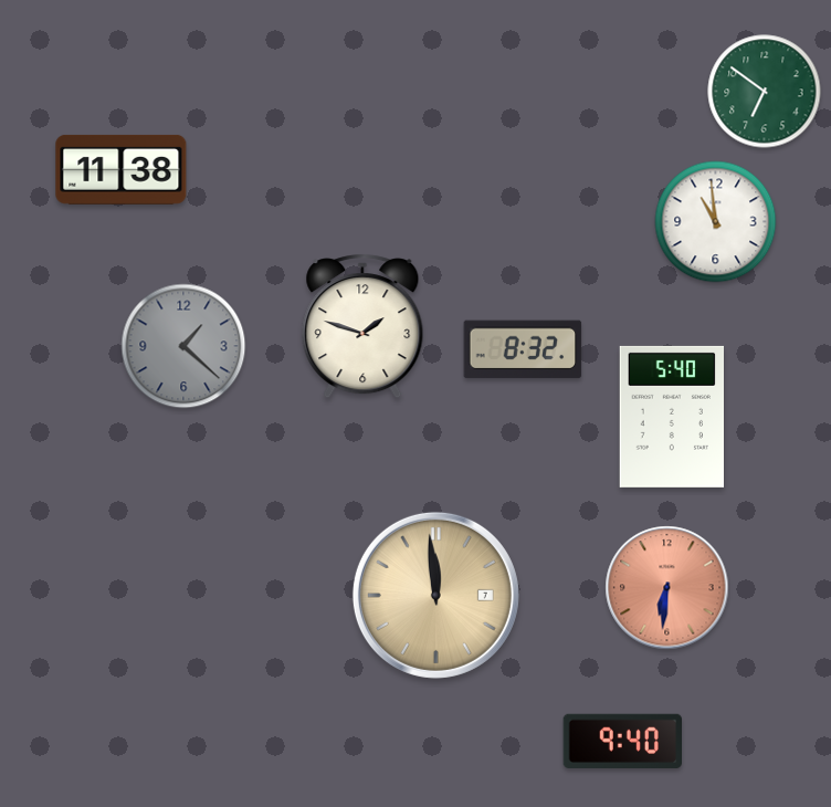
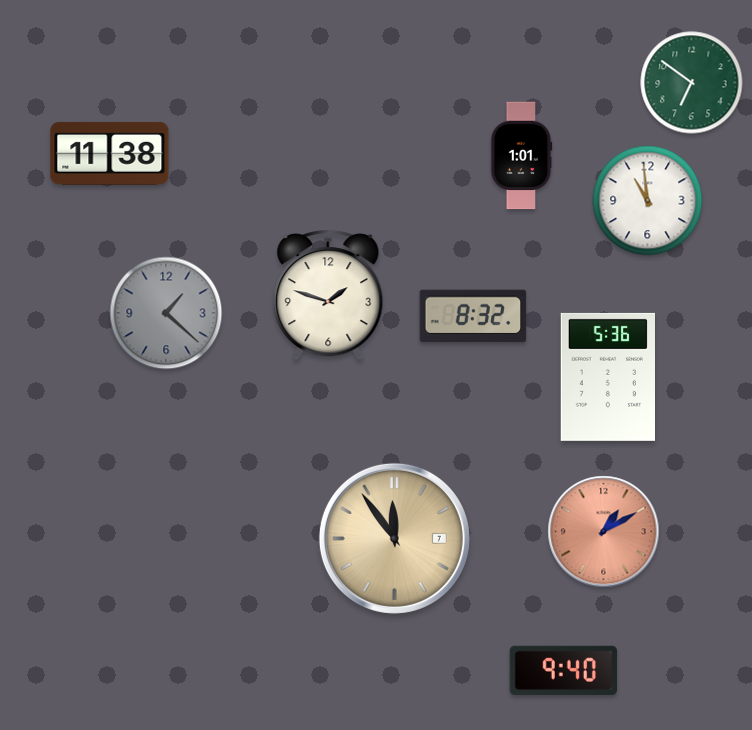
clock at (522, 156): none -> 1:01
clock at (671, 417): 5:40 -> 5:36
clock at (667, 588): 6:31 -> 1:10
clock at (435, 595): 11:59 -> 11:54
